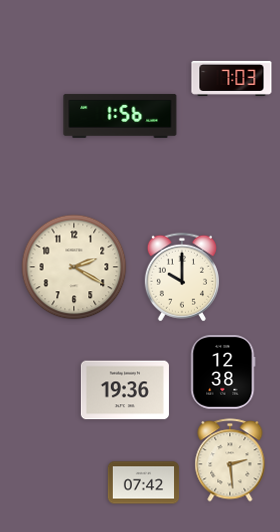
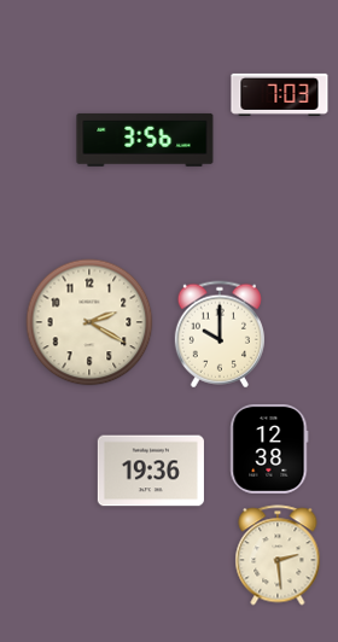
clock at (120, 116): 1:56 -> 3:56
clock at (144, 483): 07:42 -> none
